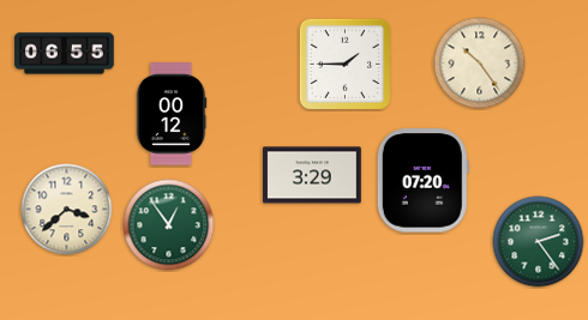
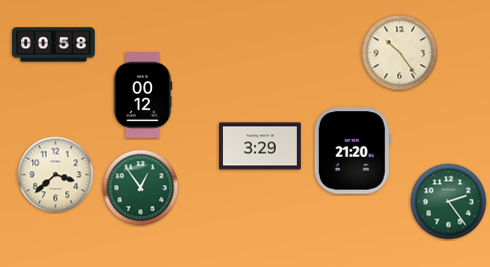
clock at (65, 54): 06:55 -> 00:58
clock at (344, 64): 1:45 -> none
clock at (422, 181): 07:20 -> 21:20
